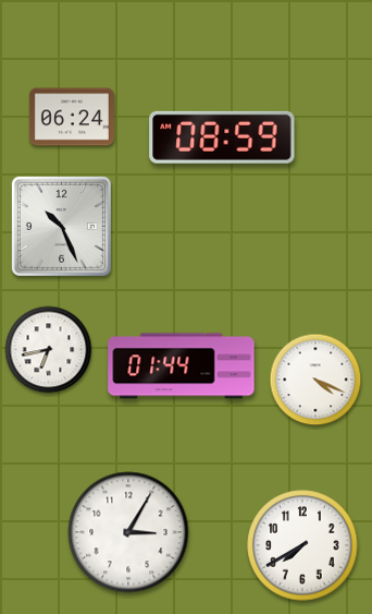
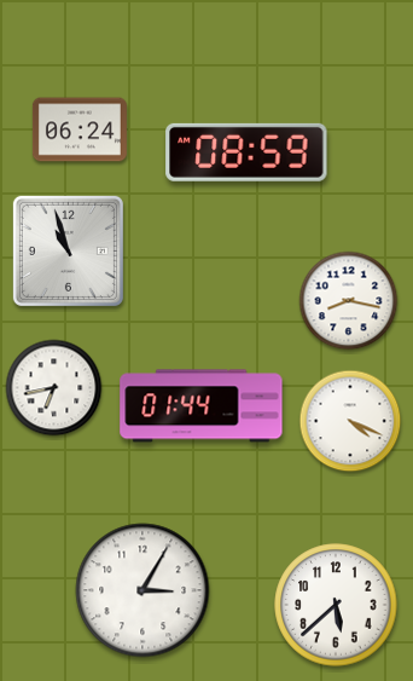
clock at (61, 226): 10:26 -> 10:57
clock at (349, 301): none -> 8:17
clock at (302, 545): 7:40 -> 5:38
